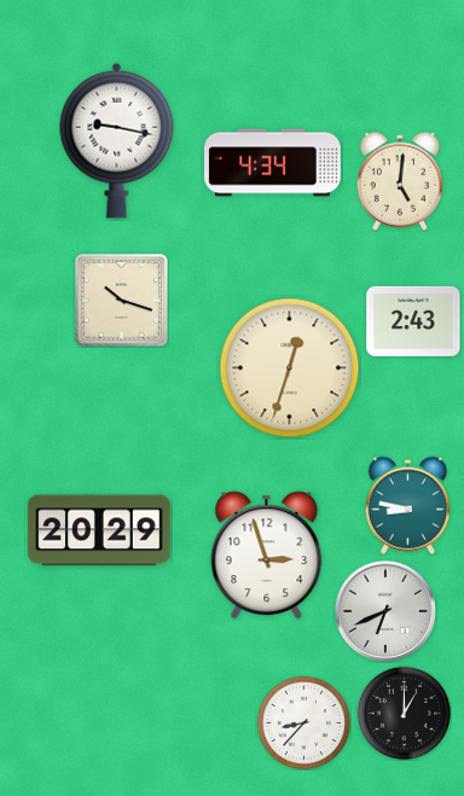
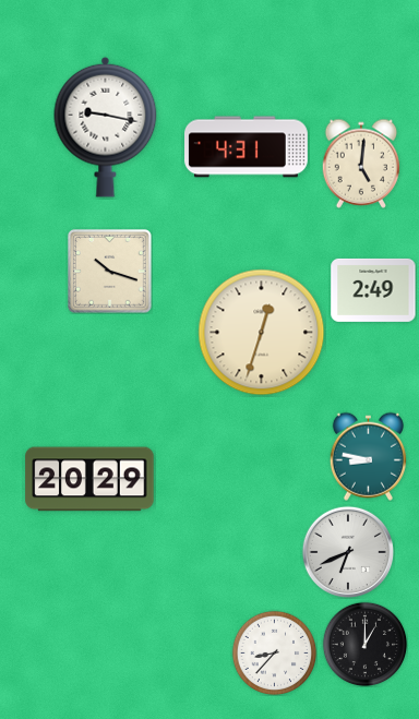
clock at (273, 163): 4:34 -> 4:31
clock at (413, 321): 2:43 -> 2:49
clock at (267, 556): 2:57 -> none
